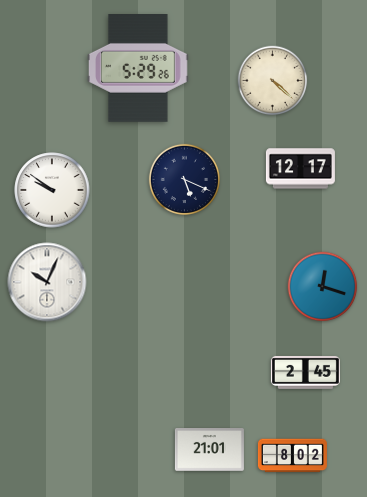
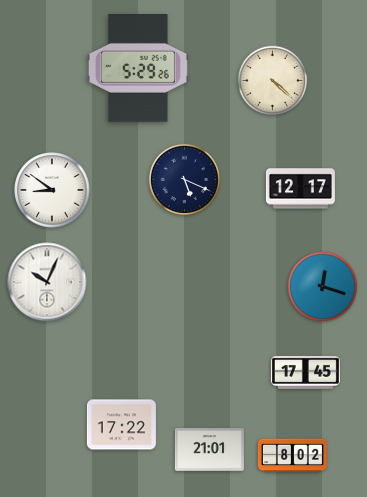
clock at (300, 169) position: (300, 169) -> (300, 189)
clock at (52, 190): 9:51 -> 8:51
clock at (305, 372): 2:45 -> 17:45
clock at (121, 425): none -> 17:22
